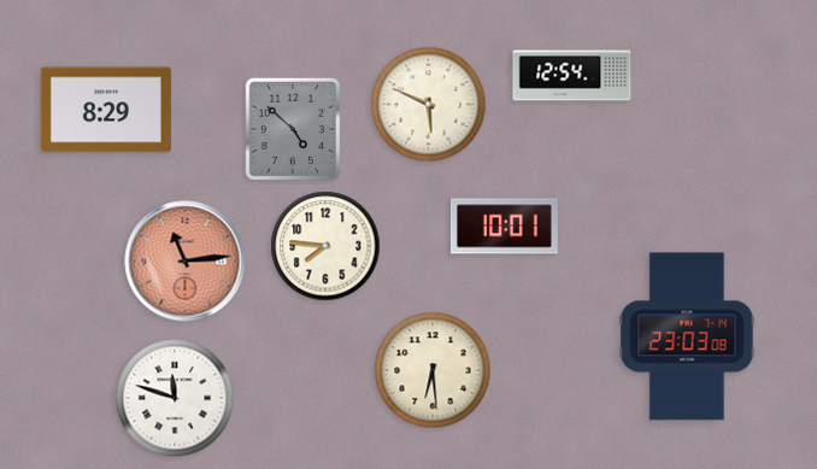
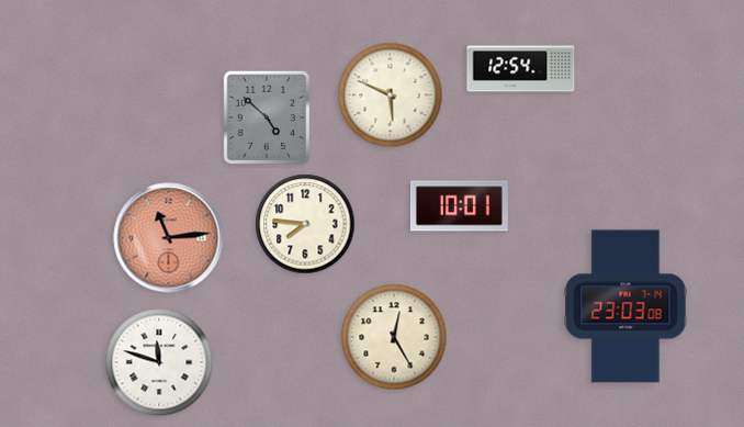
clock at (106, 110): 8:29 -> none
clock at (325, 246) position: (325, 246) -> (305, 224)
clock at (433, 370): 6:29 -> 12:25
